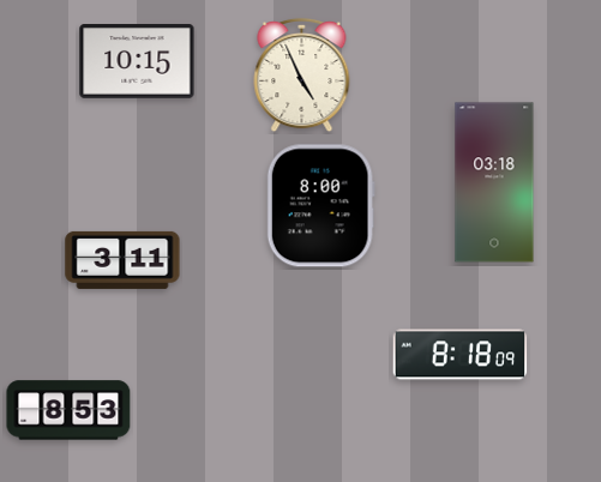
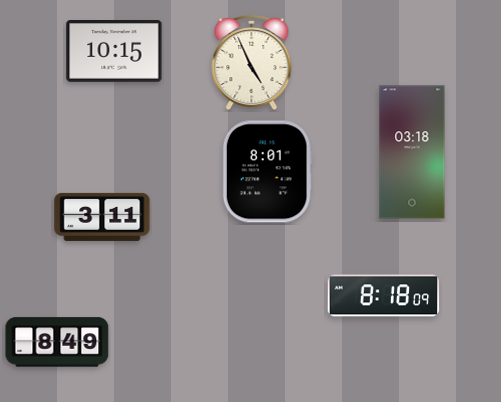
clock at (320, 206): 8:00 -> 8:01
clock at (68, 410): 8:53 -> 8:49
